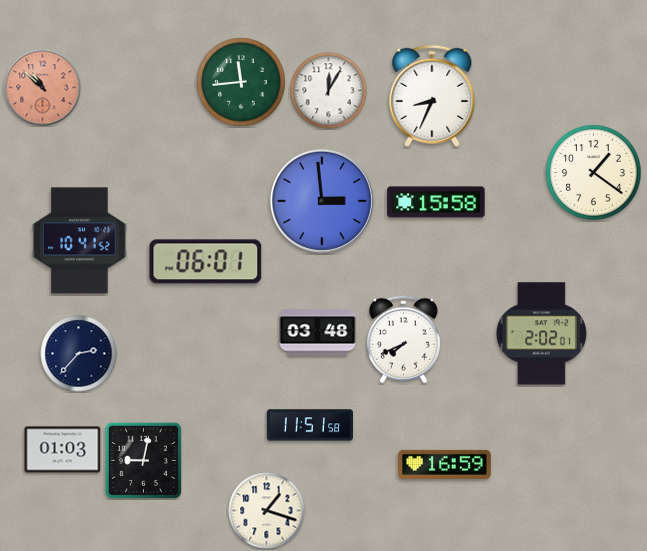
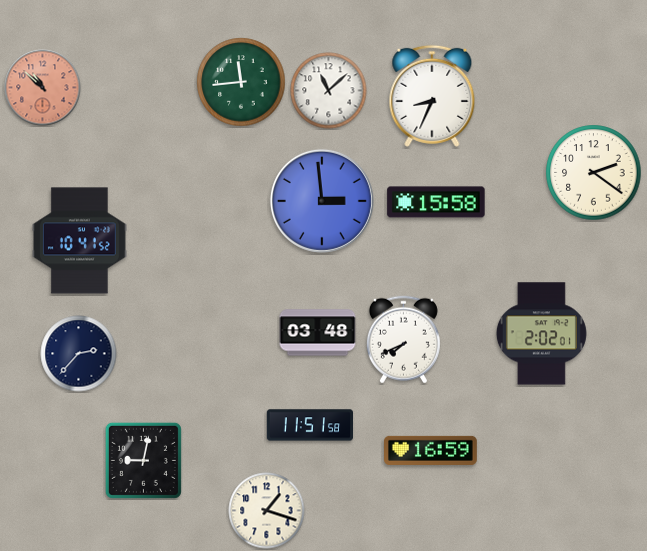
clock at (329, 91): 12:05 -> 11:08
clock at (594, 173): 1:21 -> 2:21
clock at (206, 262): 06:01 -> none
clock at (63, 450): 01:03 -> none
clock at (445, 464) position: (445, 464) -> (431, 450)
